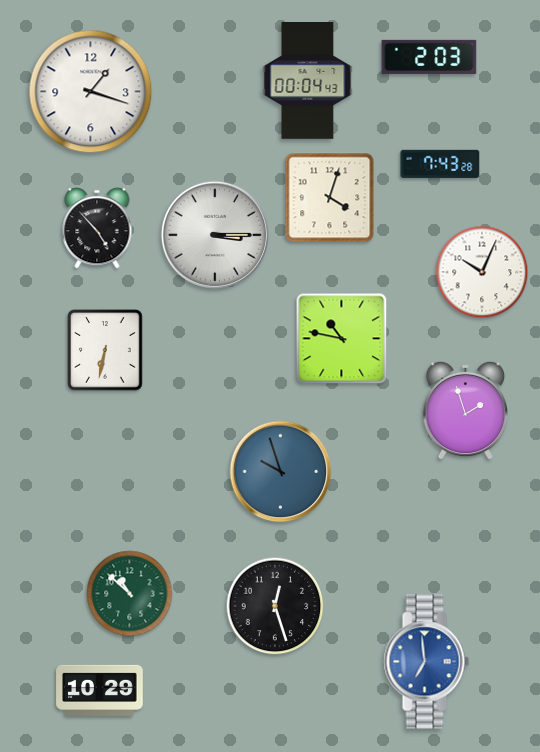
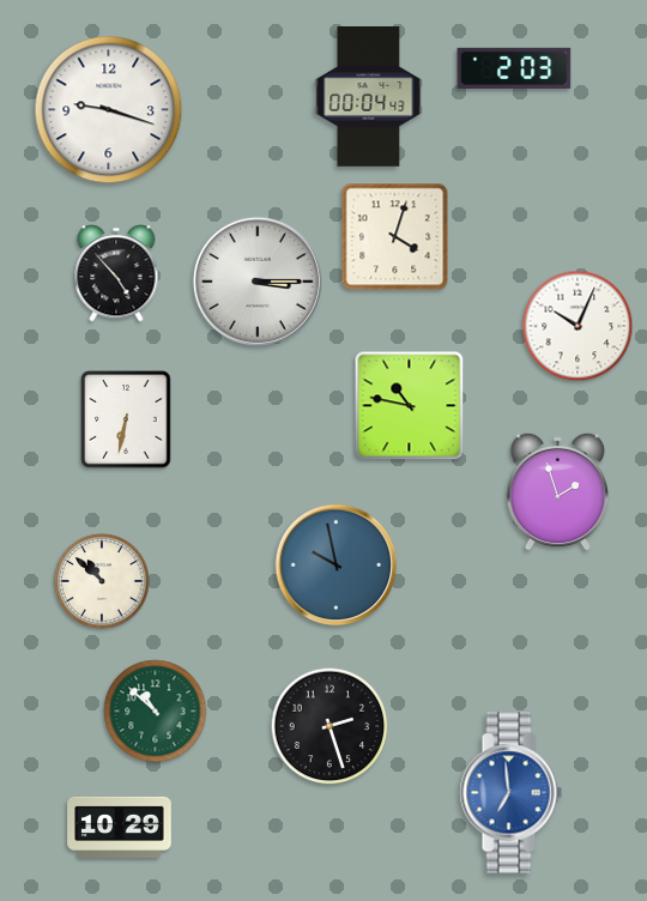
clock at (91, 92): 1:18 -> 9:18
clock at (440, 164): 7:43 -> none
clock at (281, 472): 9:57 -> 9:58
clock at (102, 581): none -> 10:52
clock at (275, 606): 12:27 -> 2:27
